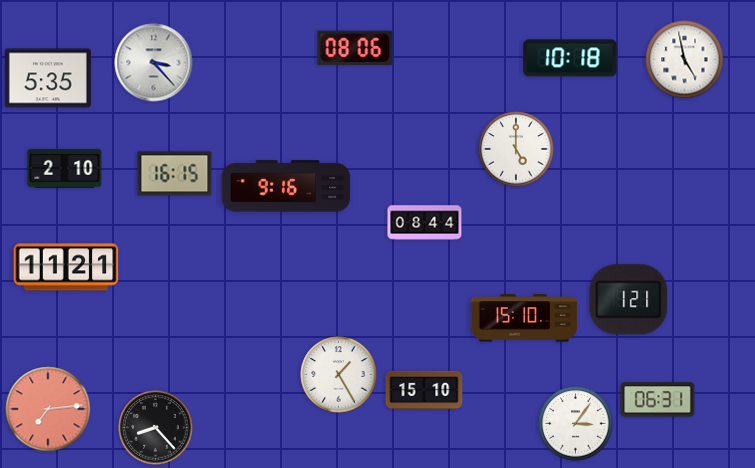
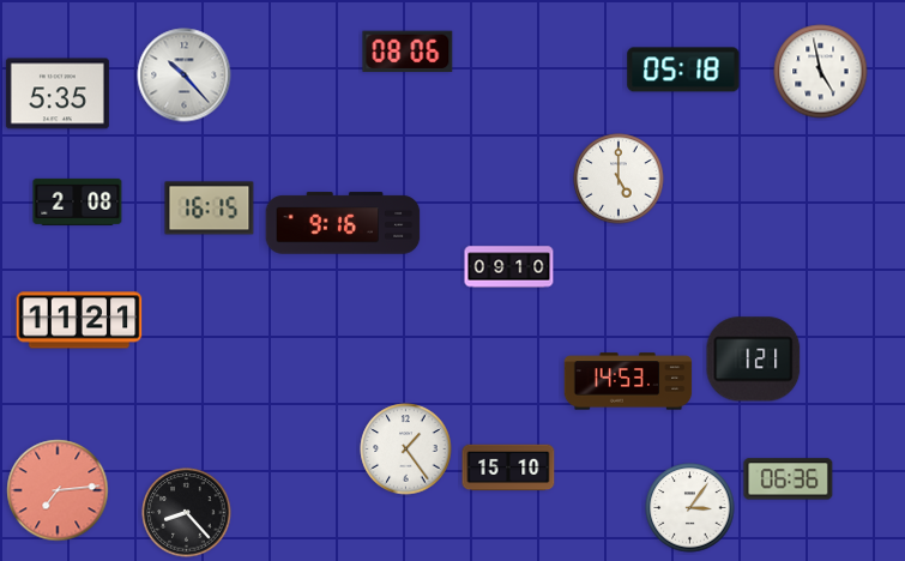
clock at (355, 48) position: (355, 48) -> (408, 52)
clock at (570, 58): 10:18 -> 05:18
clock at (154, 63): 3:23 -> 10:23
clock at (65, 168): 2:10 -> 2:08
clock at (425, 223): 08:44 -> 09:10
clock at (524, 318): 15:10 -> 14:53
clock at (339, 375): 1:25 -> 1:24
clock at (658, 400): 06:31 -> 06:36
